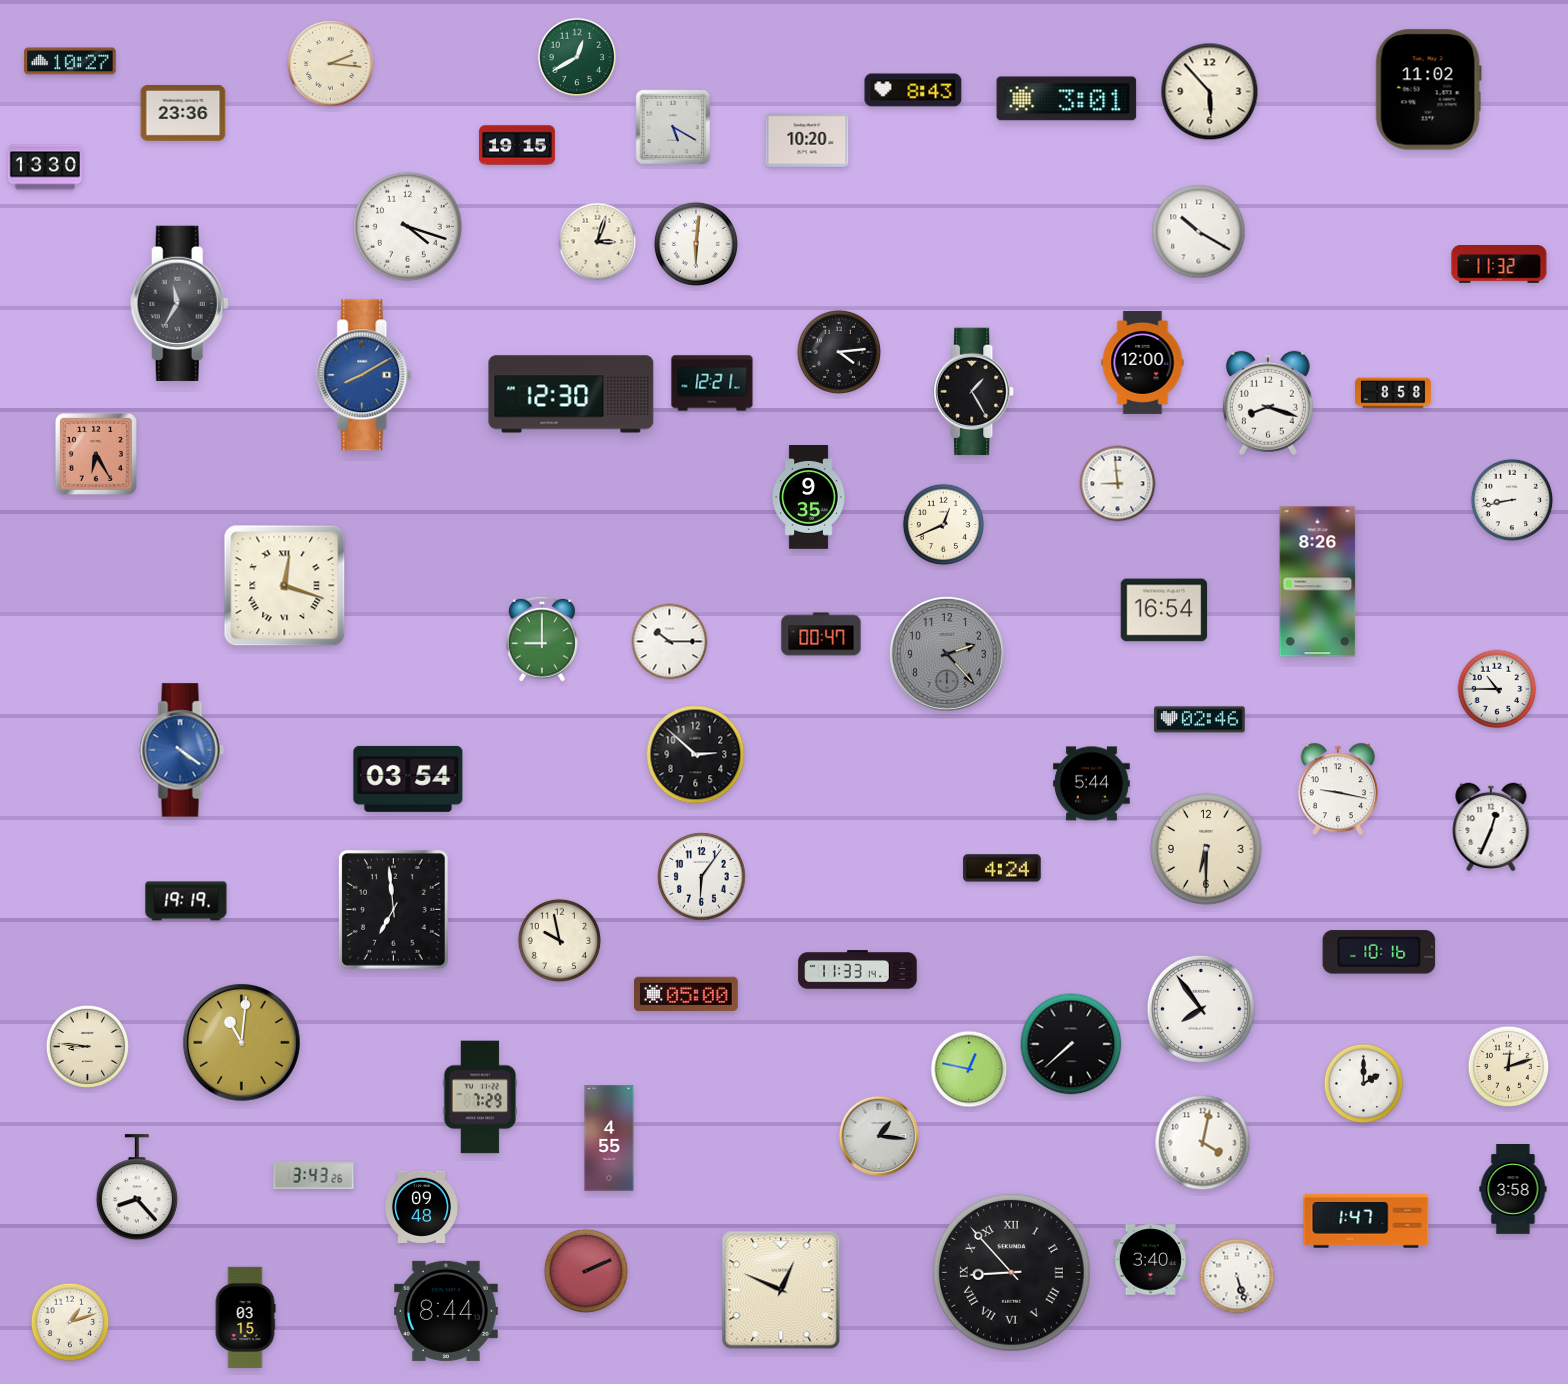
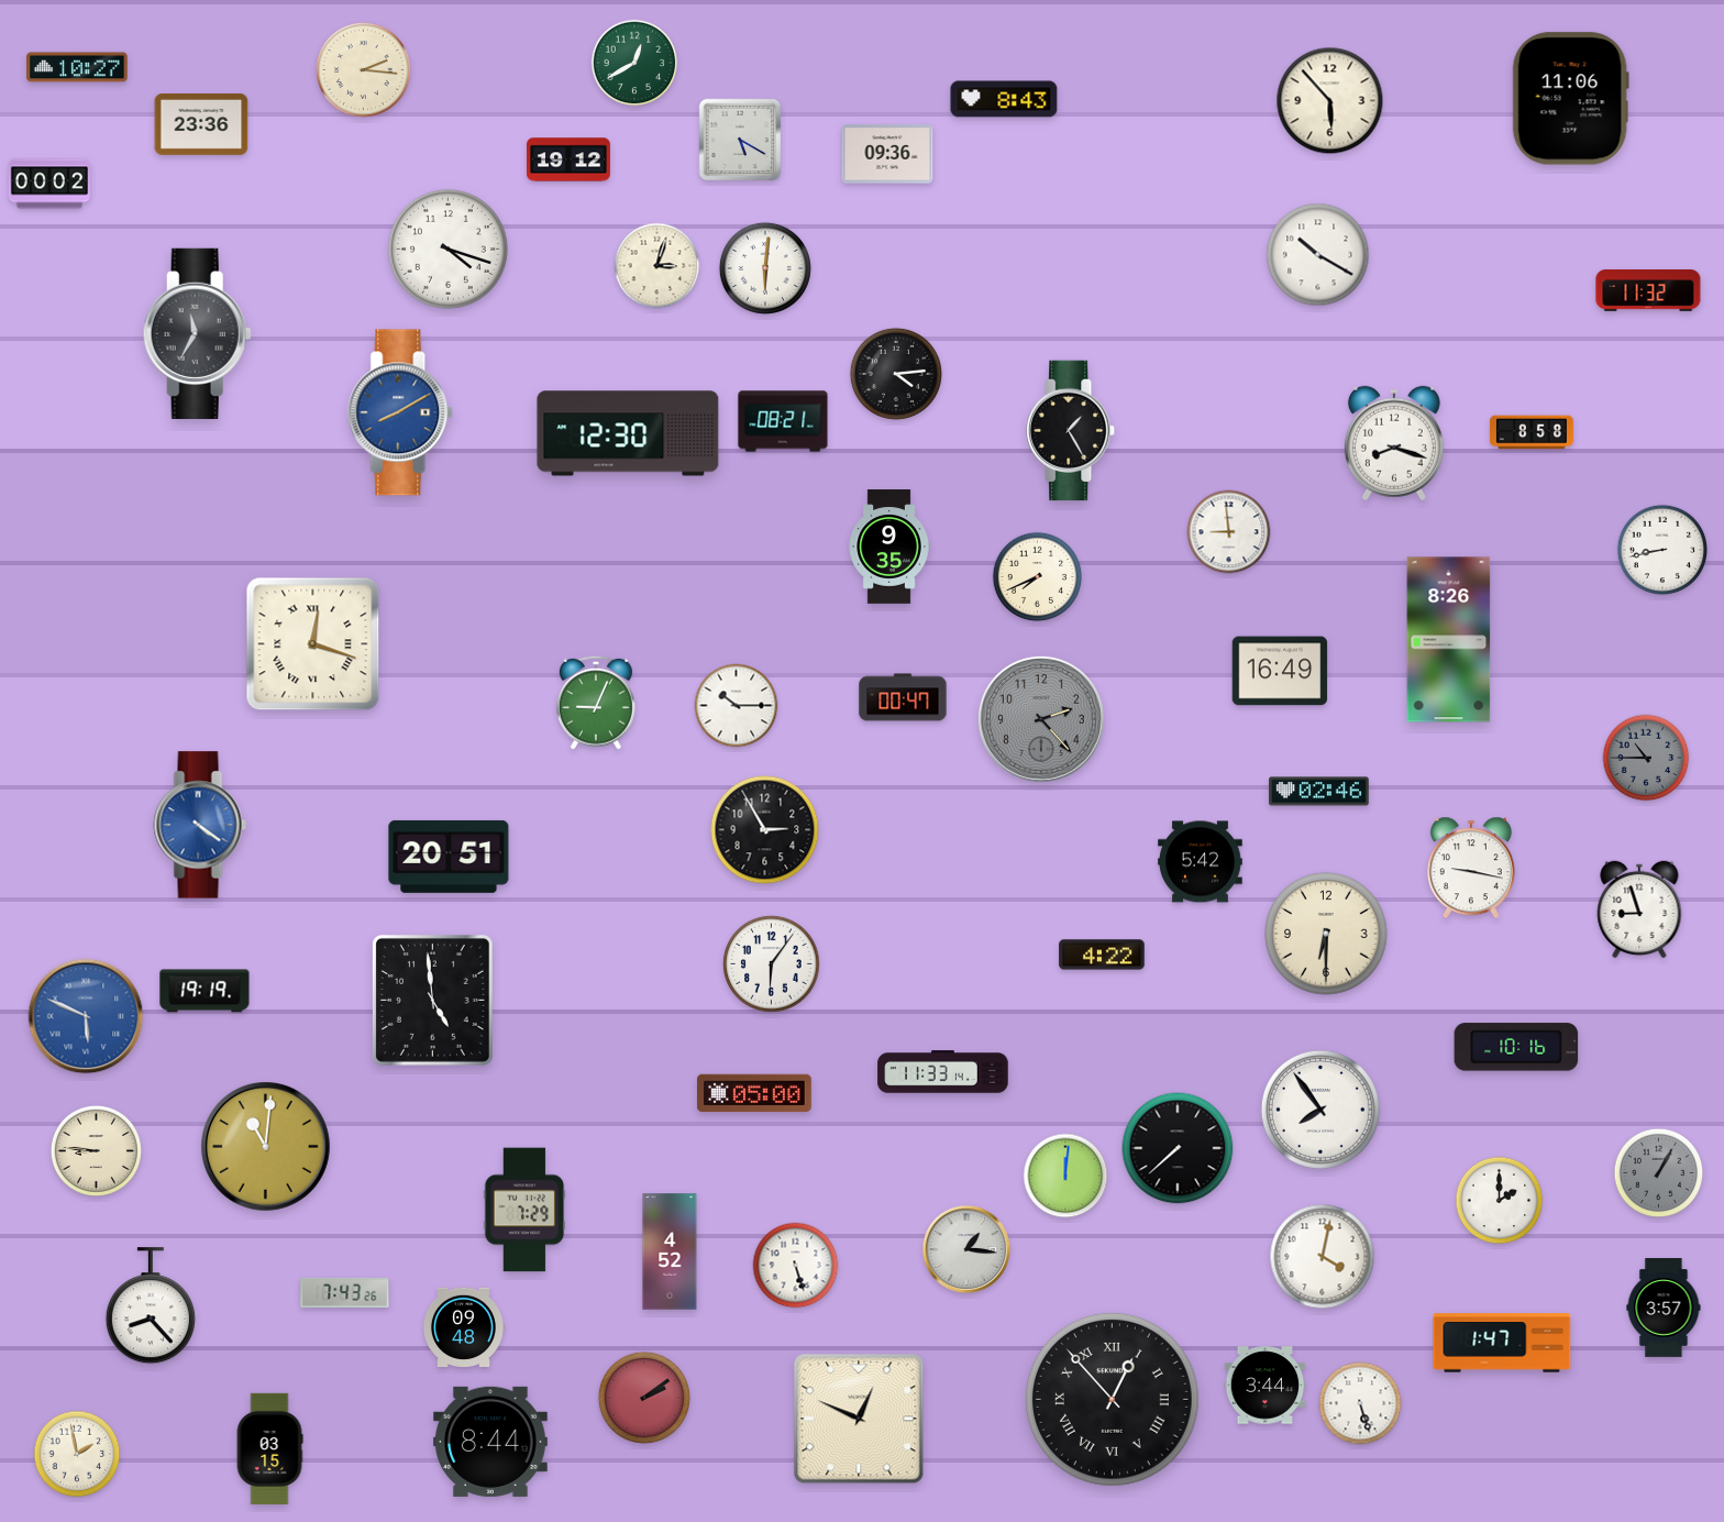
clock at (1428, 90): 11:02 -> 11:06
clock at (1067, 99): 3:01 -> none
clock at (807, 140): 10:20 -> 09:36
clock at (518, 145): 19:15 -> 19:12
clock at (44, 167): 13:30 -> 00:02
clock at (839, 352) position: (839, 352) -> (896, 374)
clock at (1143, 362): 12:00 -> none
clock at (712, 383): 12:21 -> 08:21
clock at (96, 454): 6:25 -> none
clock at (944, 525): 12:41 -> 7:41
clock at (1164, 610): 16:54 -> 16:49
clock at (542, 639): 9:00 -> 9:04
clock at (1497, 689) dial: white -> grey
clock at (696, 755): 2:52 -> 2:55
clock at (408, 779): 03:54 -> 20:51
clock at (1092, 784): 5:44 -> 5:42
clock at (1491, 827): 12:34 -> 8:57
clock at (1002, 868): 4:24 -> 4:22
clock at (393, 909): 6:59 -> 4:59
clock at (86, 1016): none -> 5:49
clock at (559, 940): 9:58 -> none
clock at (858, 970) position: (858, 970) -> (943, 1072)
clock at (1509, 1067): 12:12 -> 1:05
clock at (1509, 1067) dial: cream -> grey
clock at (969, 1069): 12:47 -> 12:01
clock at (1364, 1084) position: (1364, 1084) -> (1500, 1201)
clock at (480, 1097) position: (480, 1097) -> (524, 1210)
clock at (609, 1138): 4:55 -> 4:52
clock at (796, 1266): none -> 5:27
clock at (314, 1175): 3:43 -> 7:43
clock at (1513, 1190): 3:58 -> 3:57
clock at (1151, 1260): 3:40 -> 3:44
clock at (586, 1271): 2:11 -> 2:09
clock at (1011, 1272): 8:53 -> 12:53
clock at (70, 1322): 1:12 -> 1:58
